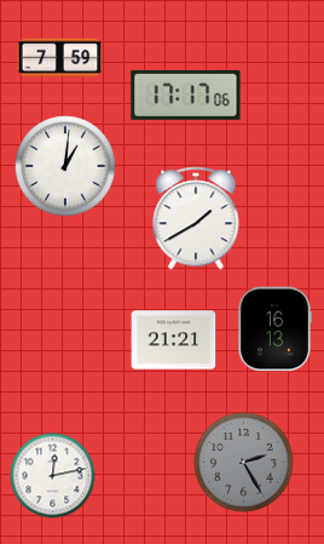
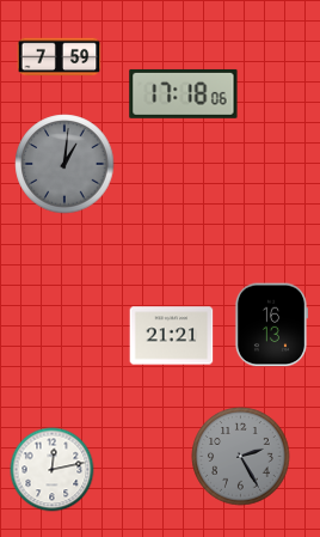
clock at (186, 95): 17:17 -> 17:18
clock at (65, 166) dial: white -> grey
clock at (196, 218): 1:40 -> none
